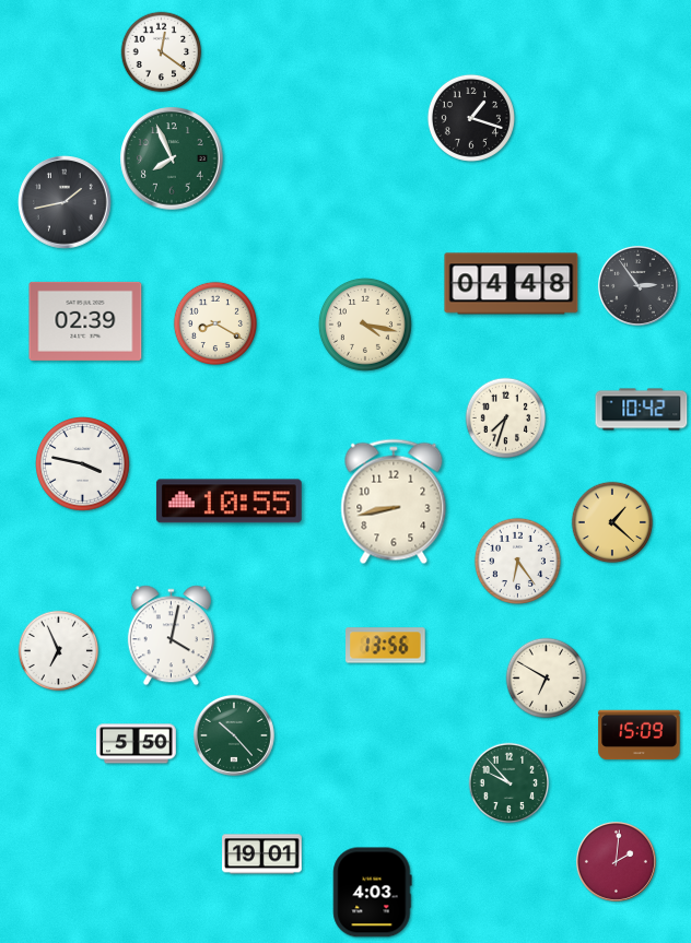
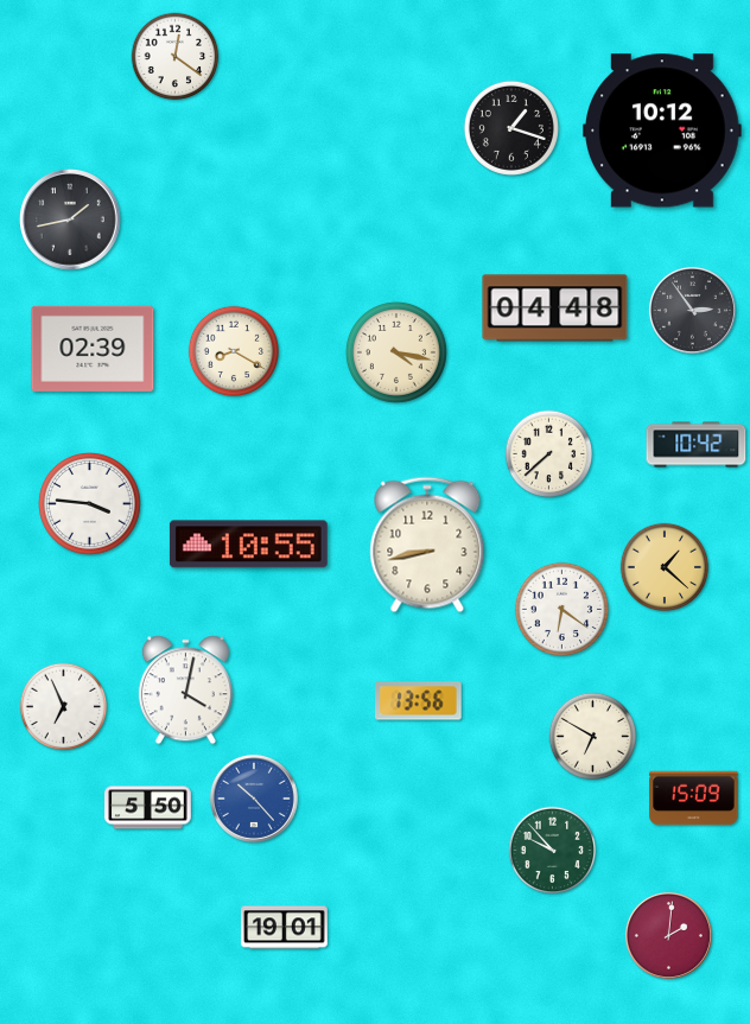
clock at (663, 131): none -> 10:12
clock at (172, 158): 7:56 -> none
clock at (506, 419): 7:33 -> 7:38
clock at (83, 464): 3:47 -> 3:46
clock at (517, 561): 6:24 -> 6:21
clock at (234, 735) dial: green -> blue
clock at (373, 893): 4:03 -> none
